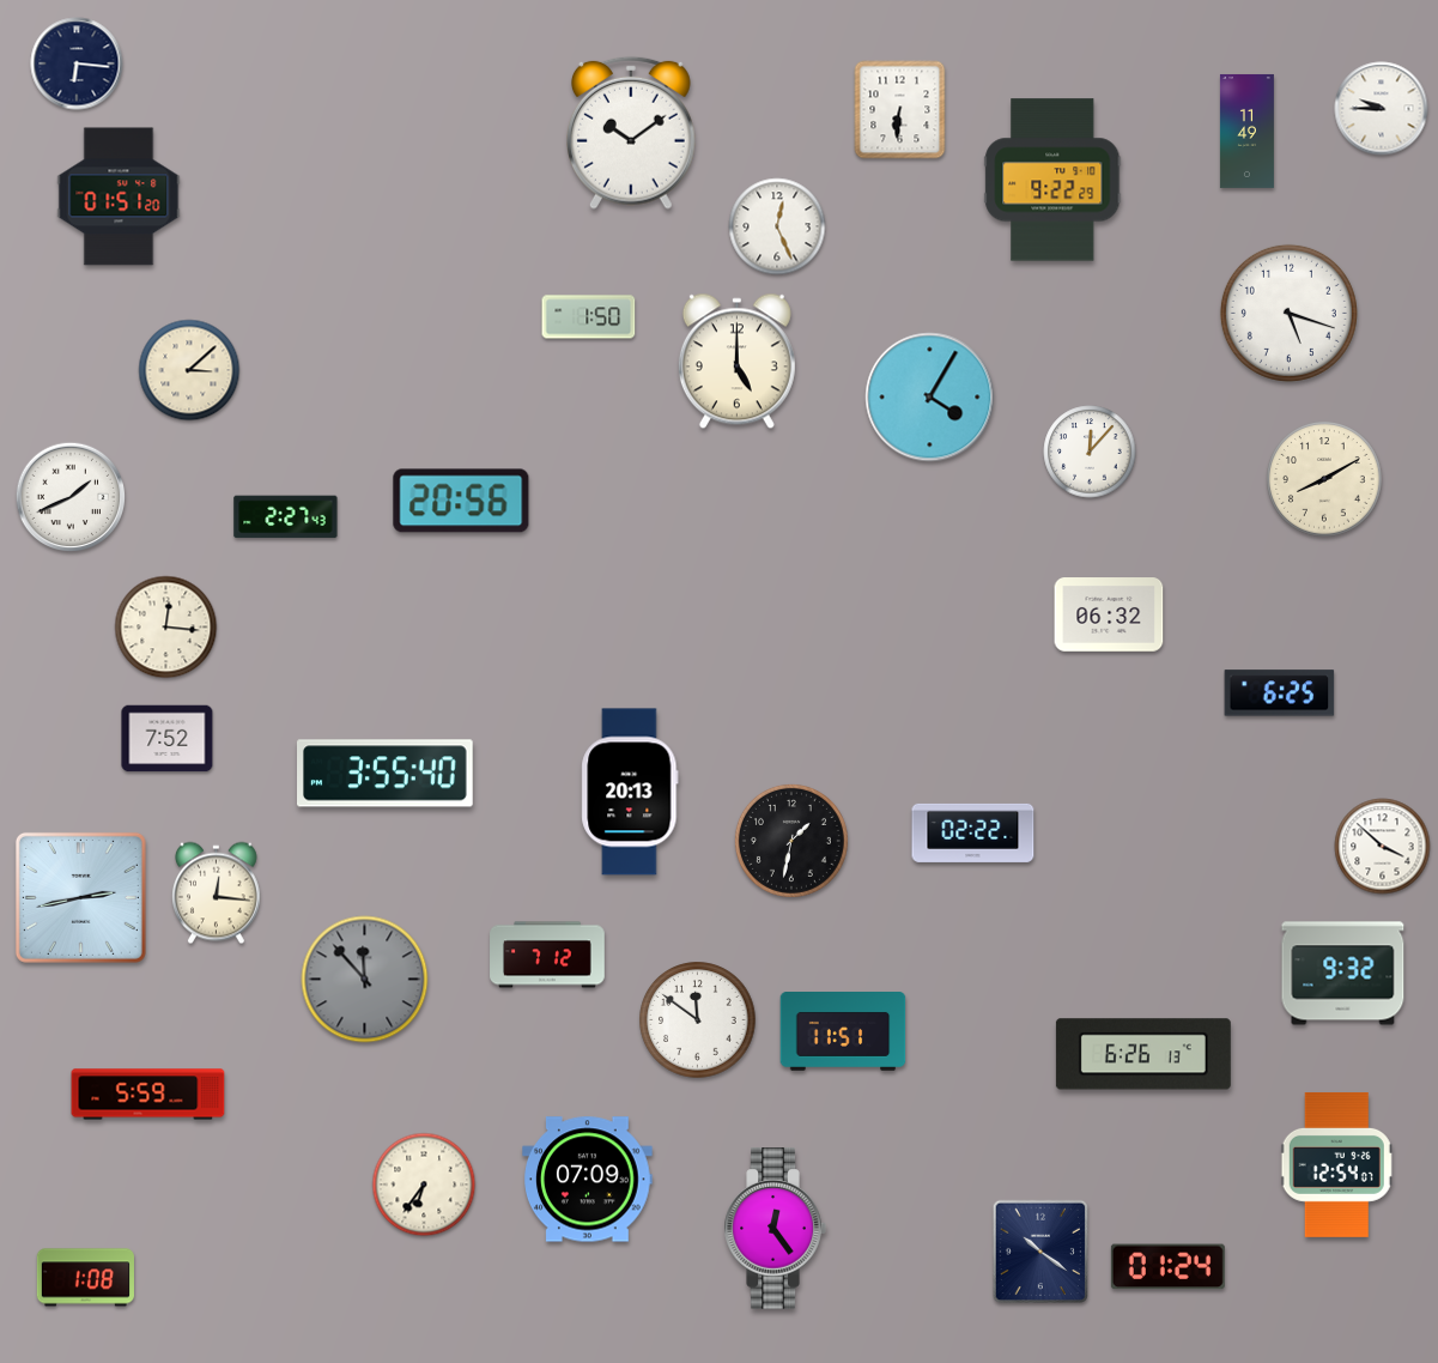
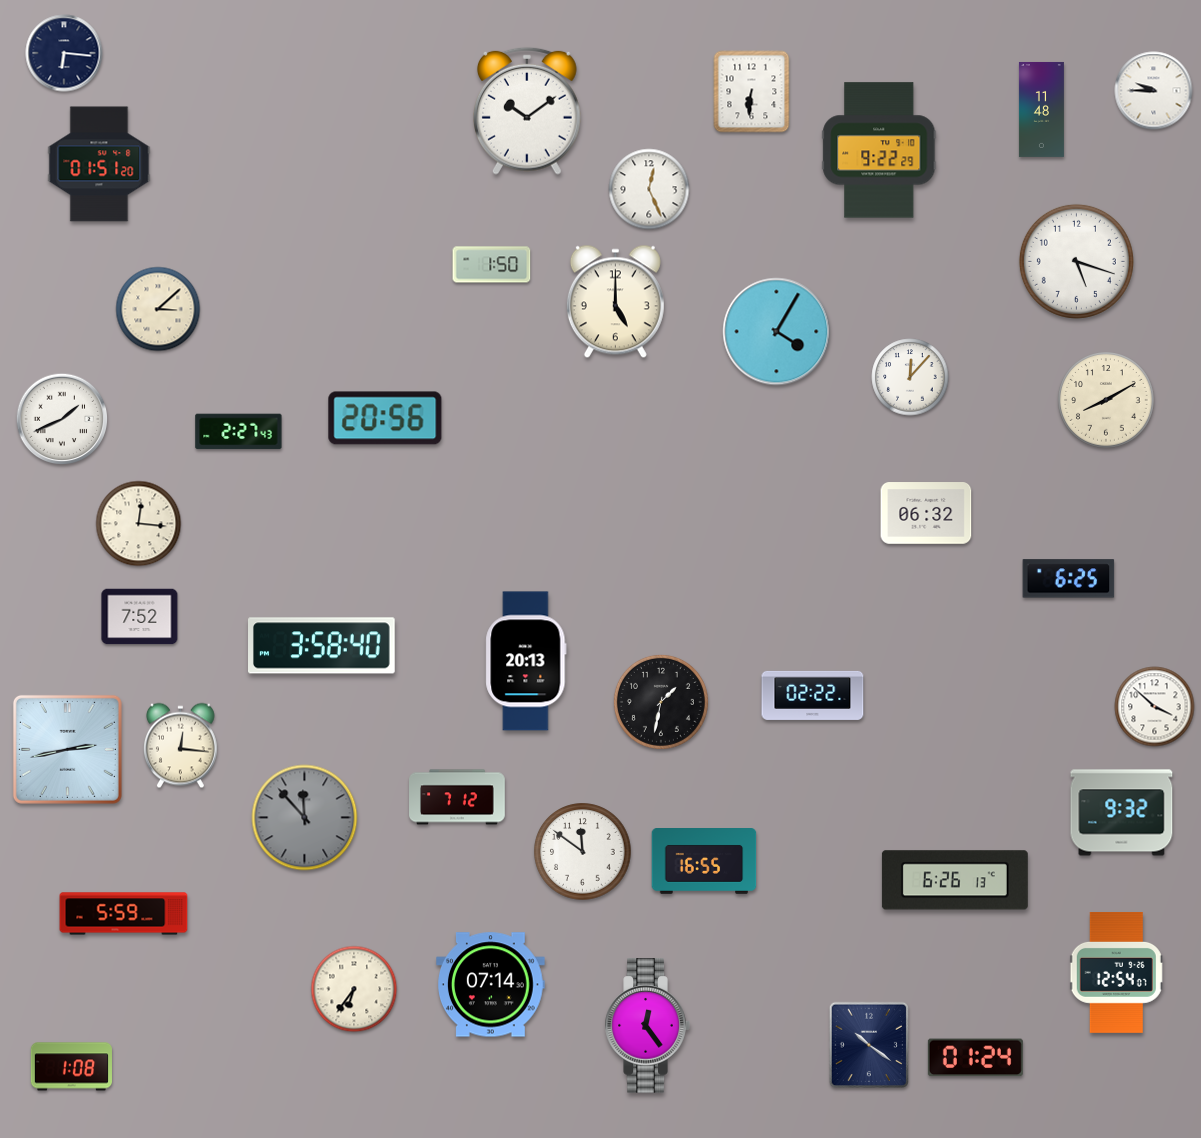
clock at (1246, 131): 11:49 -> 11:48
clock at (71, 497) position: (71, 497) -> (62, 419)
clock at (386, 774): 3:55 -> 3:58
clock at (843, 1032): 11:51 -> 16:55
clock at (588, 1180): 07:09 -> 07:14
